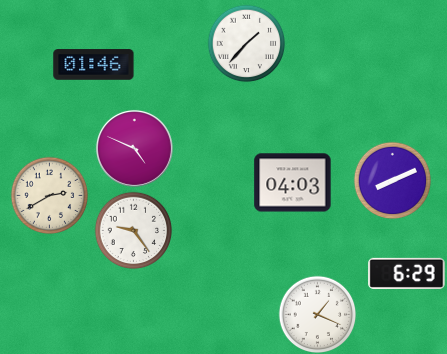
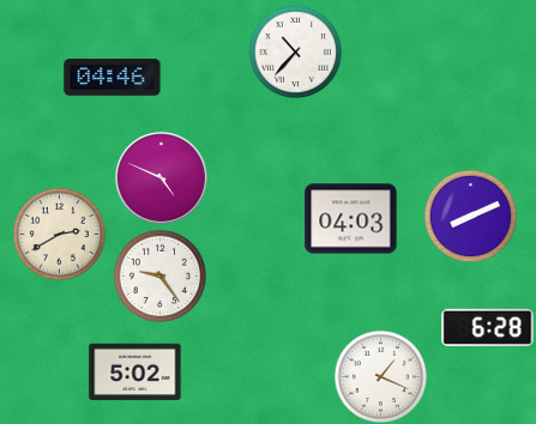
clock at (246, 43): 1:37 -> 10:37
clock at (94, 65): 01:46 -> 04:46
clock at (407, 273): 6:29 -> 6:28
clock at (135, 372): none -> 5:02
